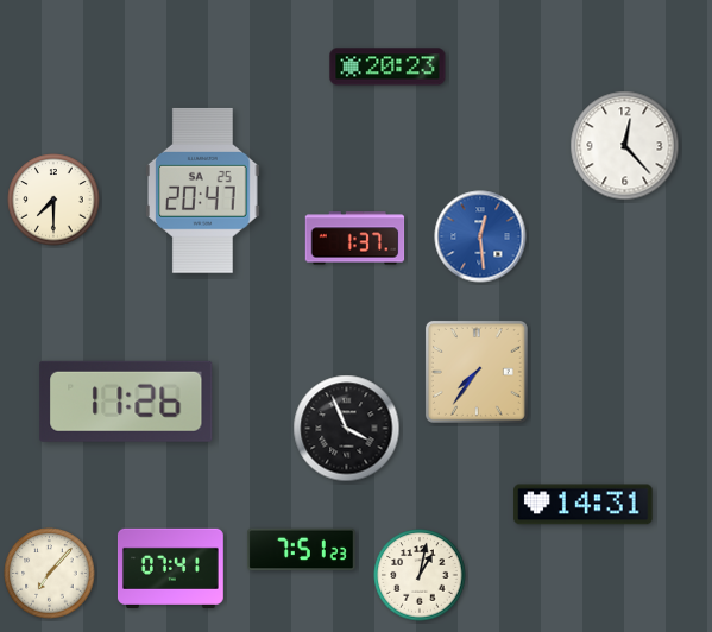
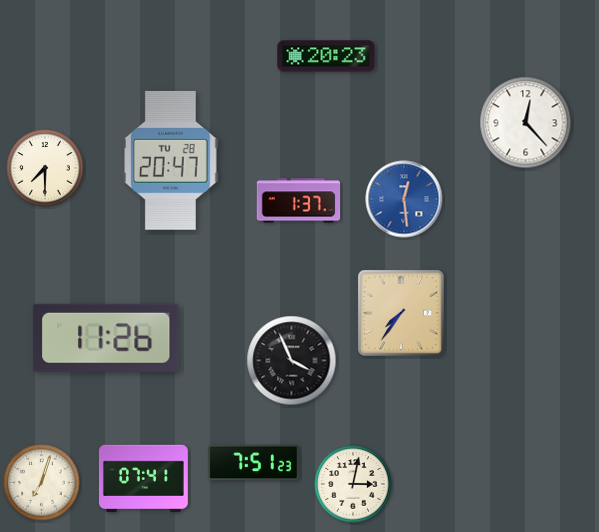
clock at (203, 190) date: SA 25 -> TU 28
clock at (584, 505): 14:31 -> none
clock at (50, 574): 7:07 -> 7:03
clock at (420, 575): 1:02 -> 3:02
